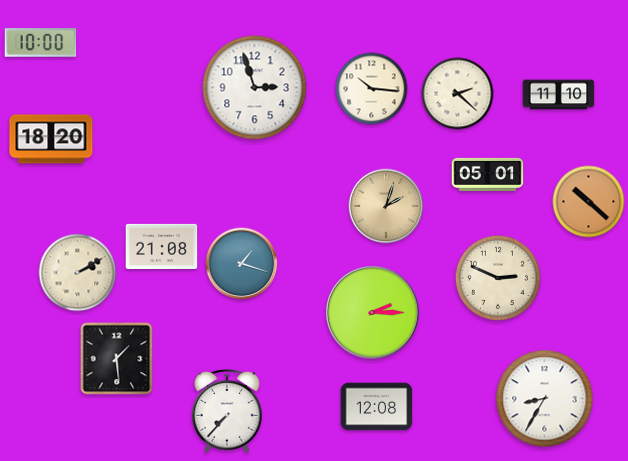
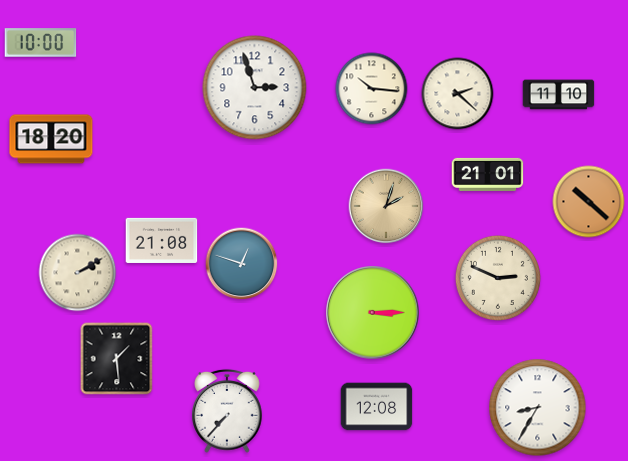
clock at (488, 174): 05:01 -> 21:01
clock at (162, 246) position: (162, 246) -> (162, 240)
clock at (242, 264): 1:18 -> 12:48
clock at (373, 313): 2:15 -> 3:15
clock at (545, 399) position: (545, 399) -> (538, 408)
